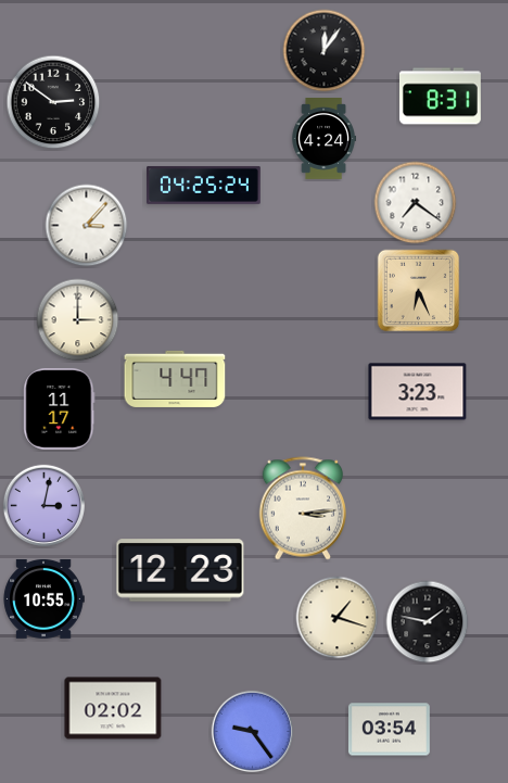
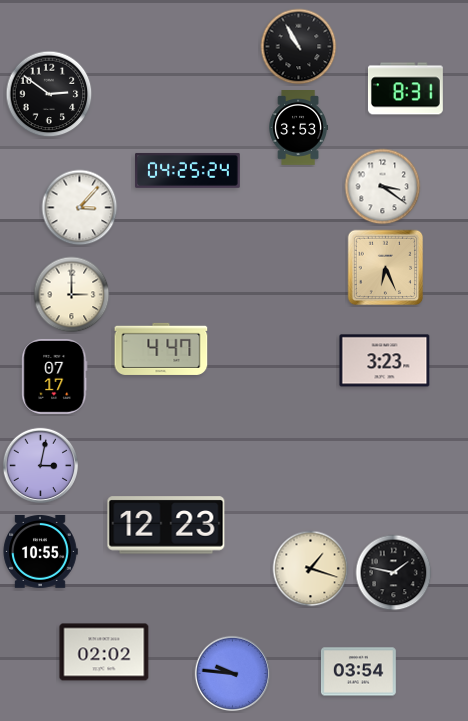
clock at (325, 51): 12:06 -> 10:55
clock at (323, 139): 4:24 -> 3:53
clock at (416, 203): 7:21 -> 3:21
clock at (60, 408): 11:17 -> 07:17
clock at (302, 508): 3:14 -> none
clock at (252, 731): 9:24 -> 9:46
